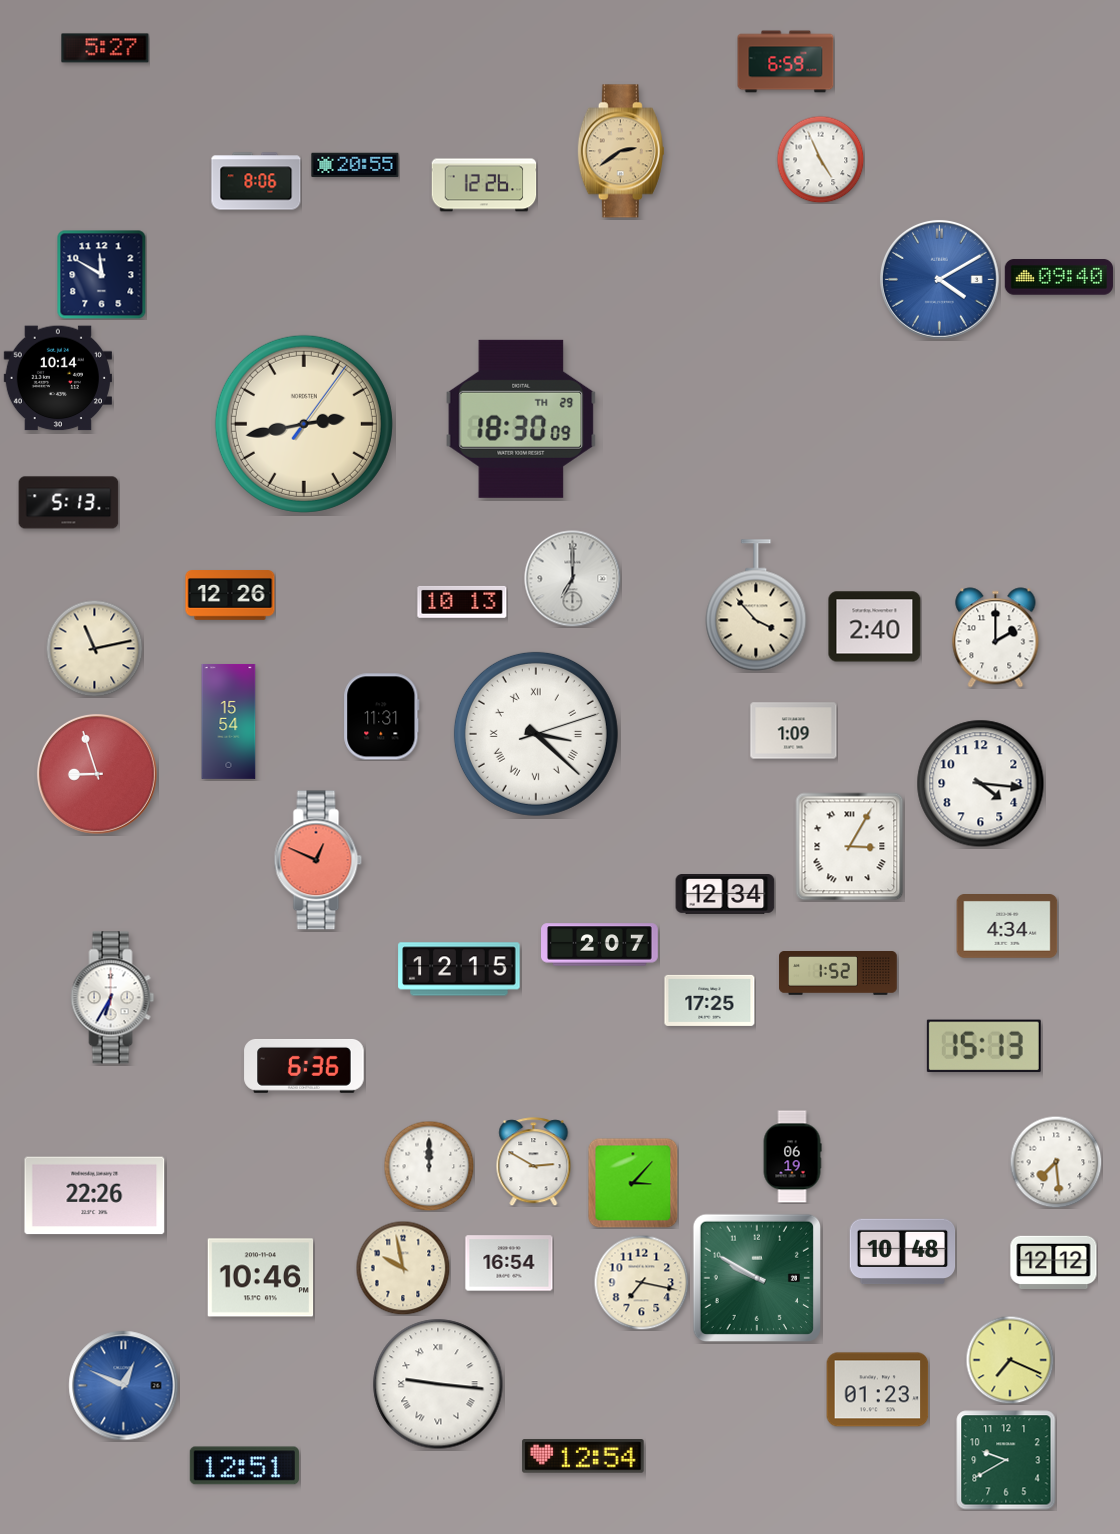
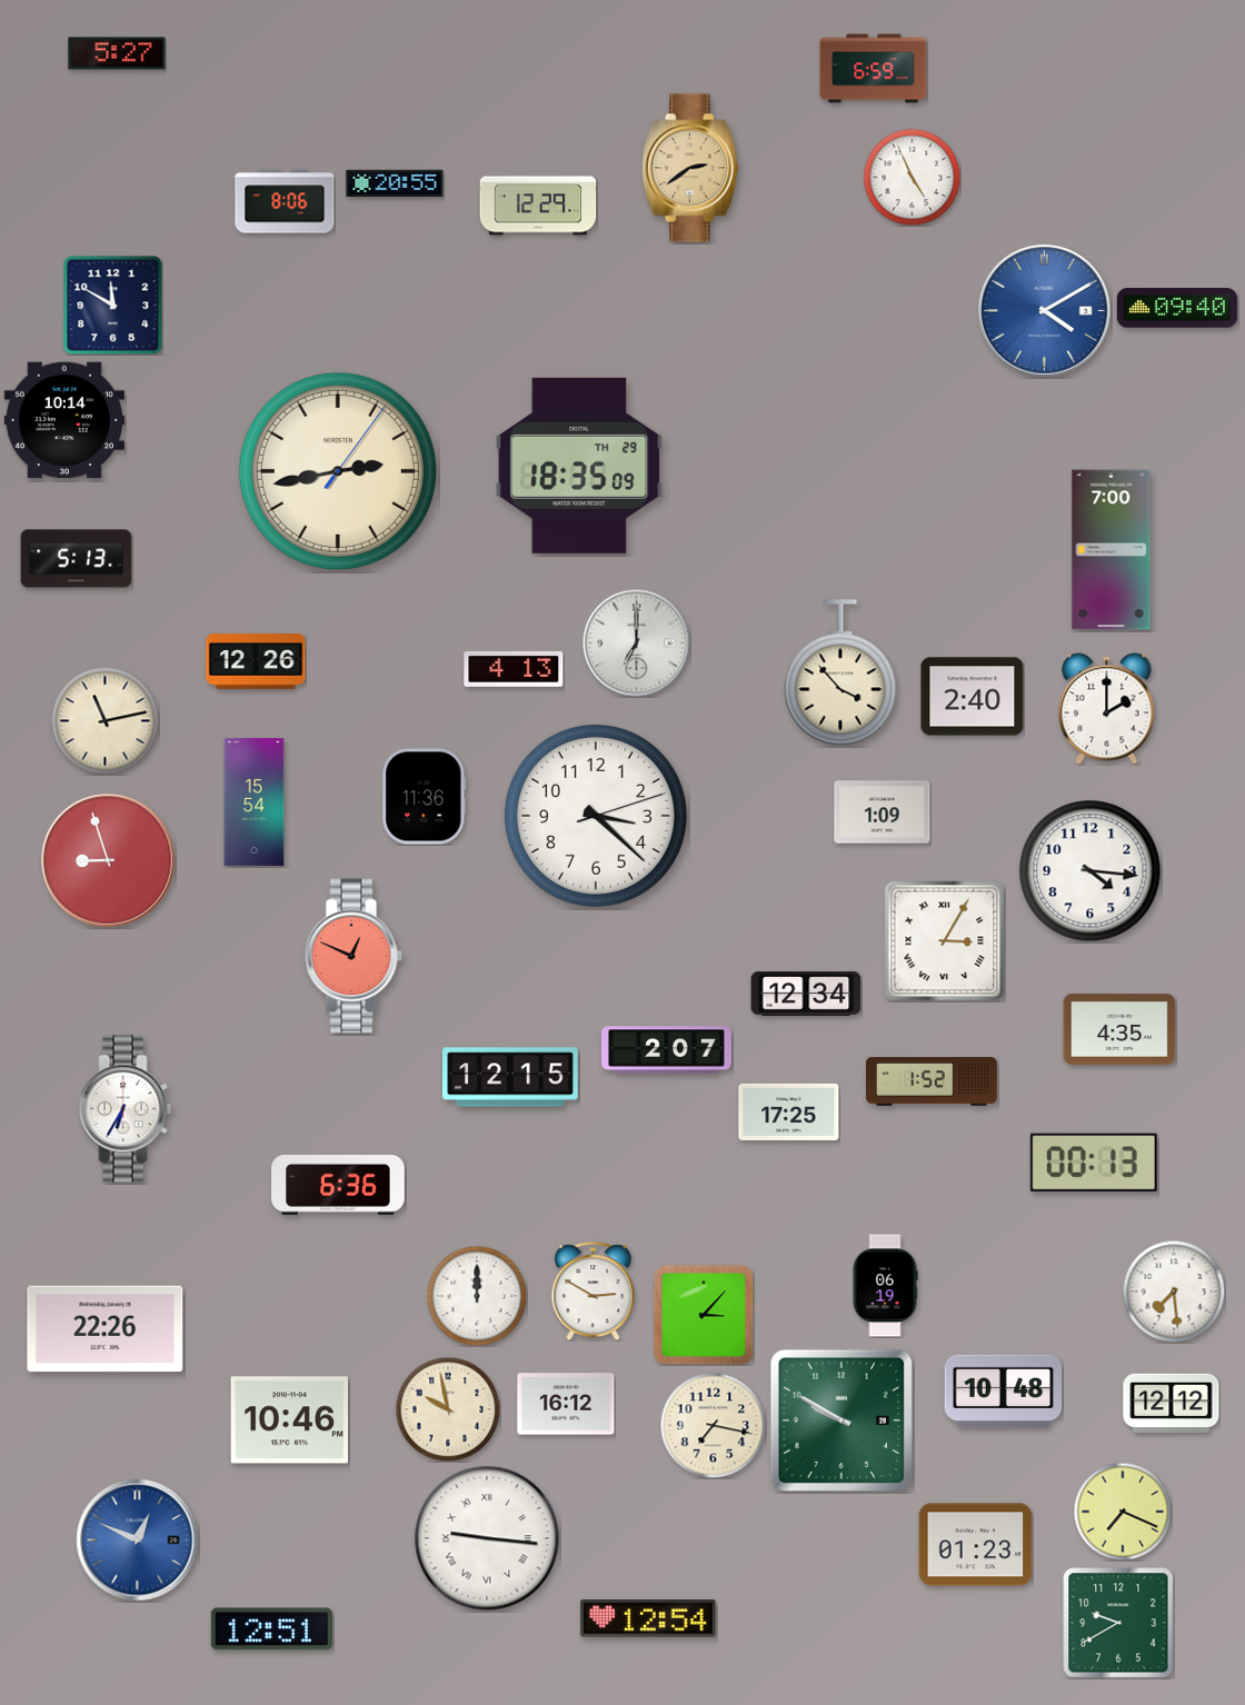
clock at (484, 185): 12:26 -> 12:29
clock at (521, 419): 18:30 -> 18:35
clock at (1112, 550): none -> 7:00
clock at (462, 602): 10:13 -> 4:13
clock at (382, 717): 11:31 -> 11:36
clock at (536, 734) numerals: Roman -> Arabic
clock at (1007, 927): 4:34 -> 4:35
clock at (984, 1046): 15:13 -> 00:13
clock at (792, 1157) position: (792, 1157) -> (885, 1286)
clock at (509, 1263): 16:54 -> 16:12
